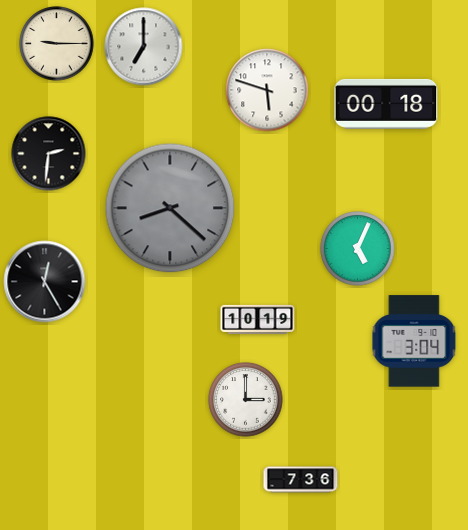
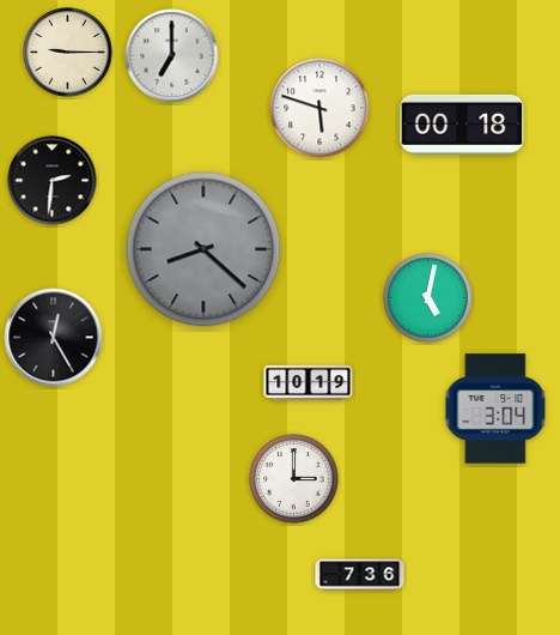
clock at (49, 154) position: (49, 154) -> (53, 181)
clock at (358, 249): 5:04 -> 5:02
